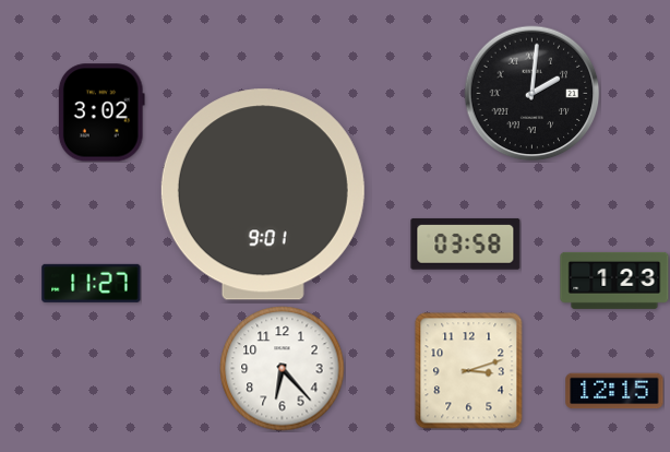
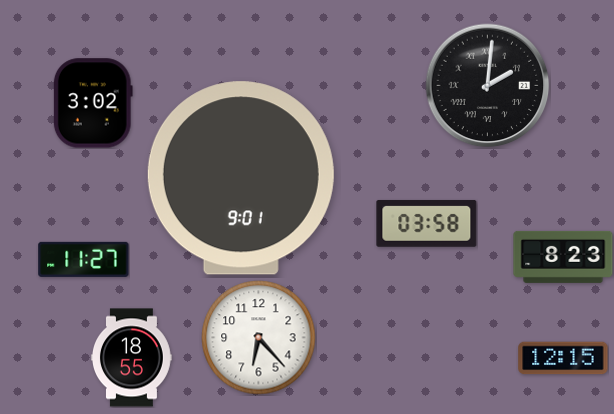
clock at (614, 281): 1:23 -> 8:23
clock at (469, 371): 3:12 -> none
clock at (132, 358): none -> 18:55
